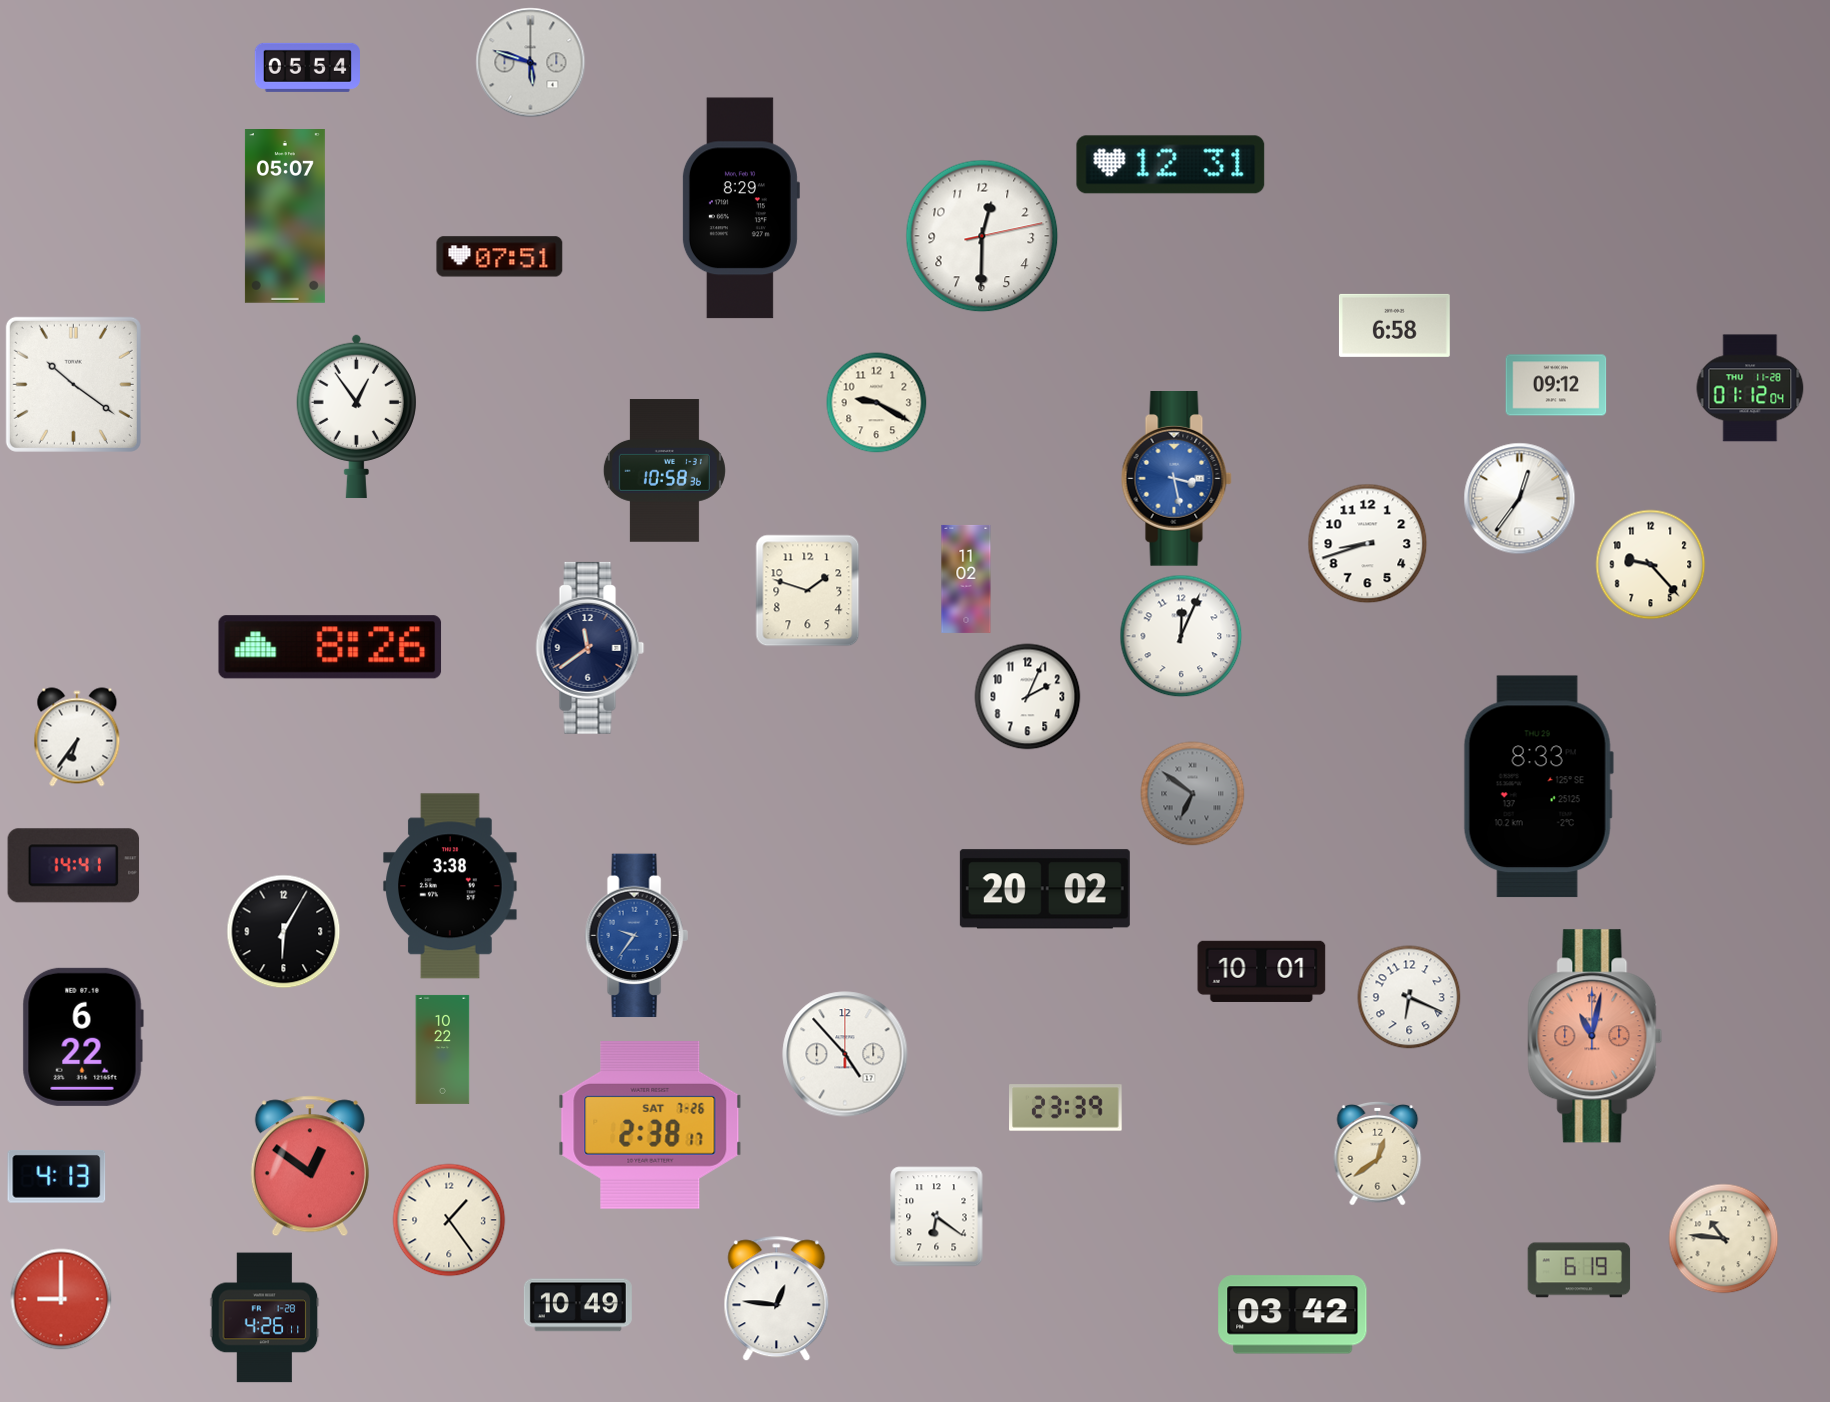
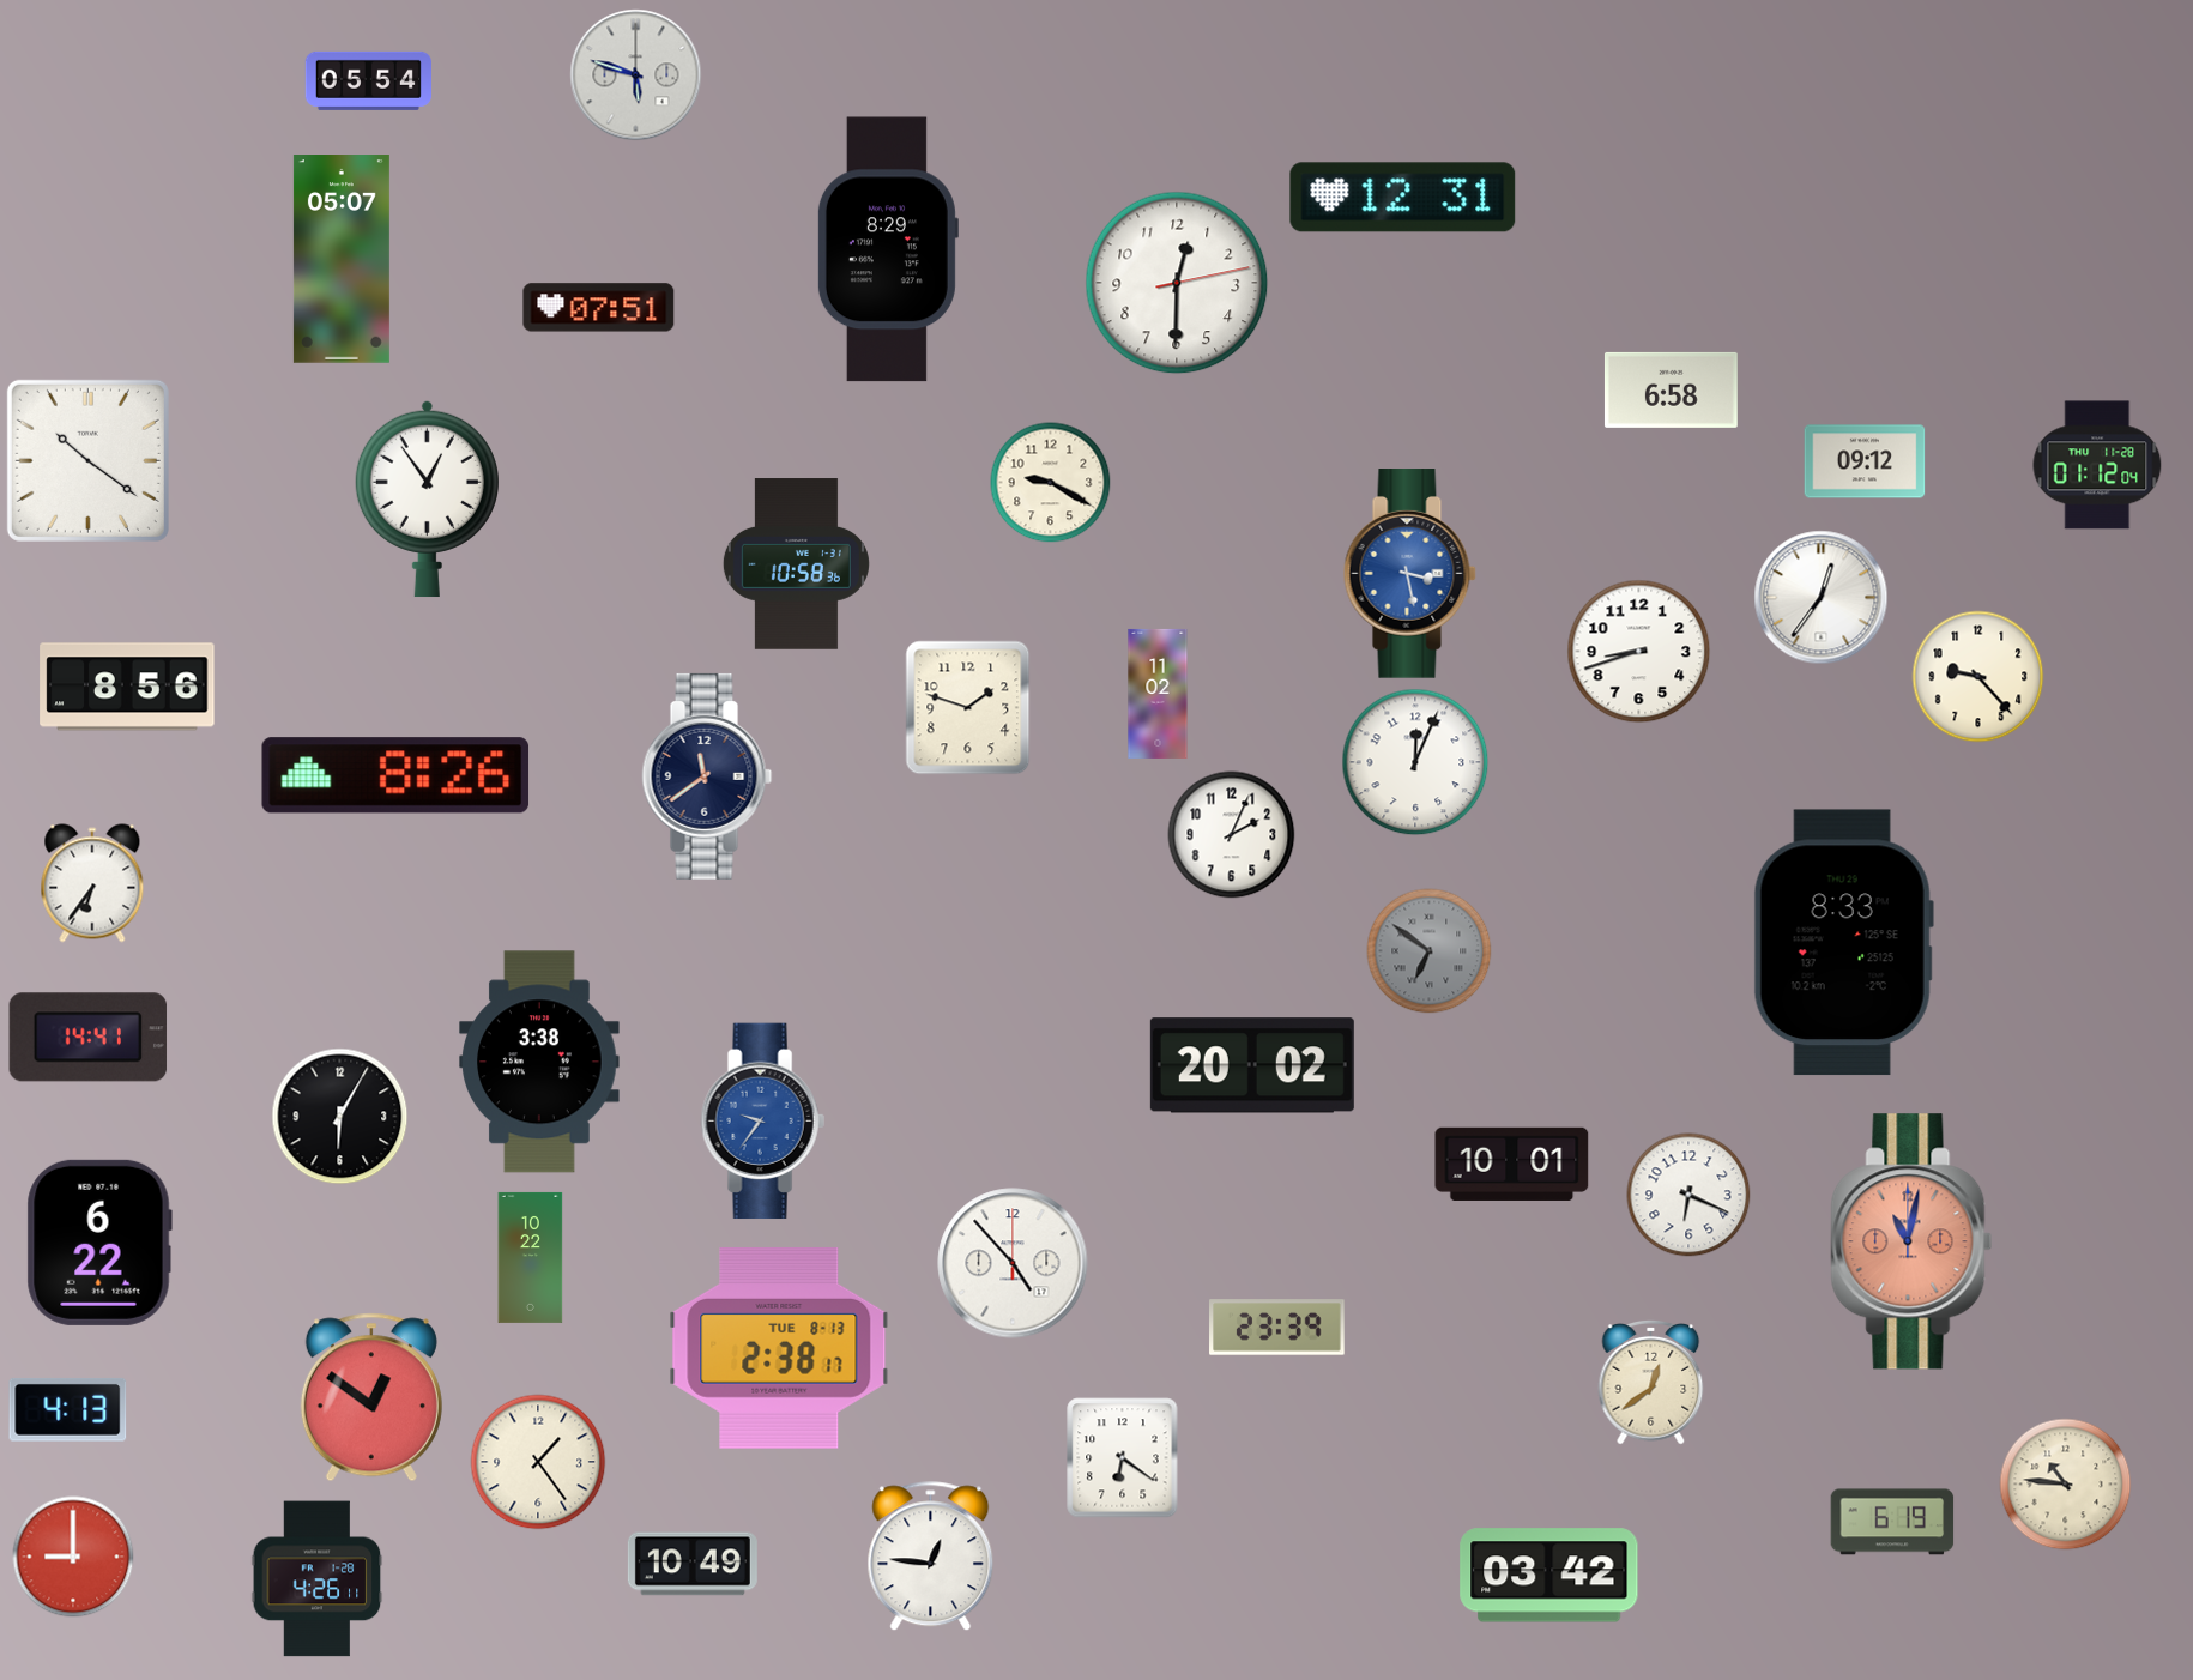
clock at (127, 687): none -> 8:56
clock at (650, 1125) date: SAT 7-26 -> TUE 8-13
